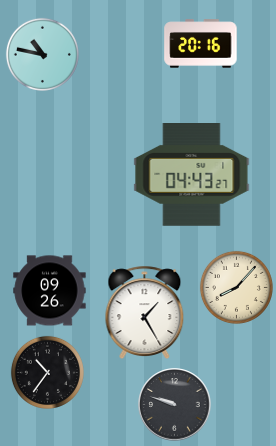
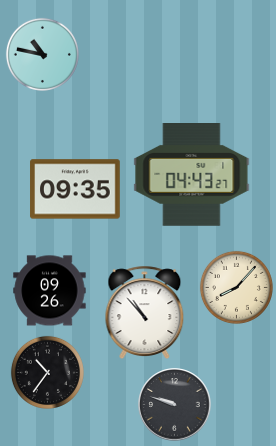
clock at (201, 44): 20:16 -> none
clock at (75, 189): none -> 09:35
clock at (145, 312): 1:25 -> 10:53
